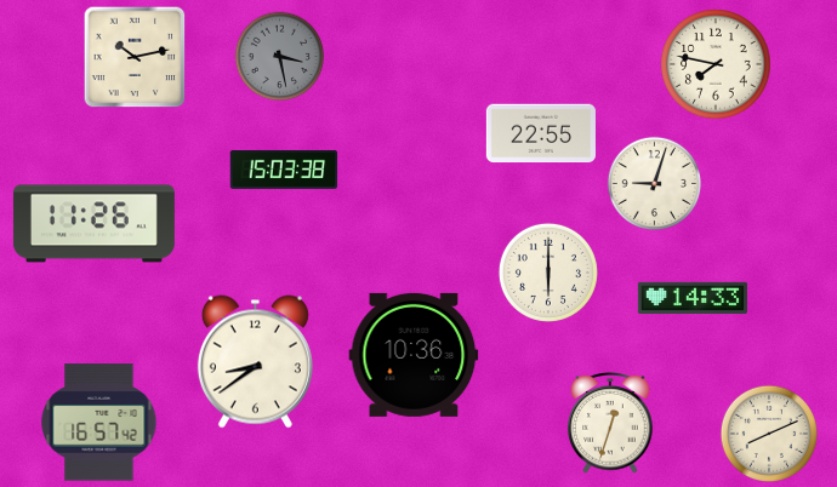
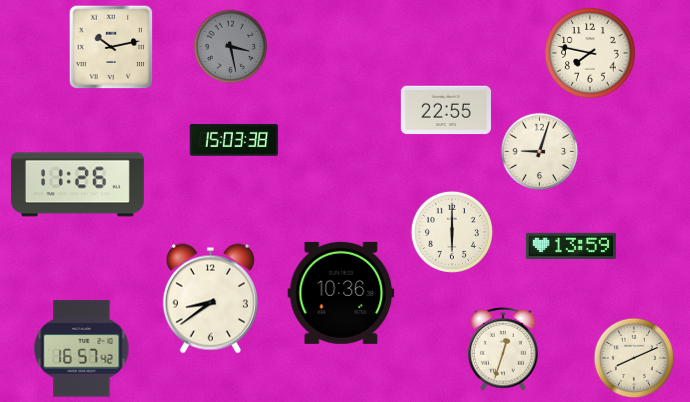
clock at (548, 273) position: (548, 273) -> (452, 232)
clock at (693, 298): 14:33 -> 13:59
